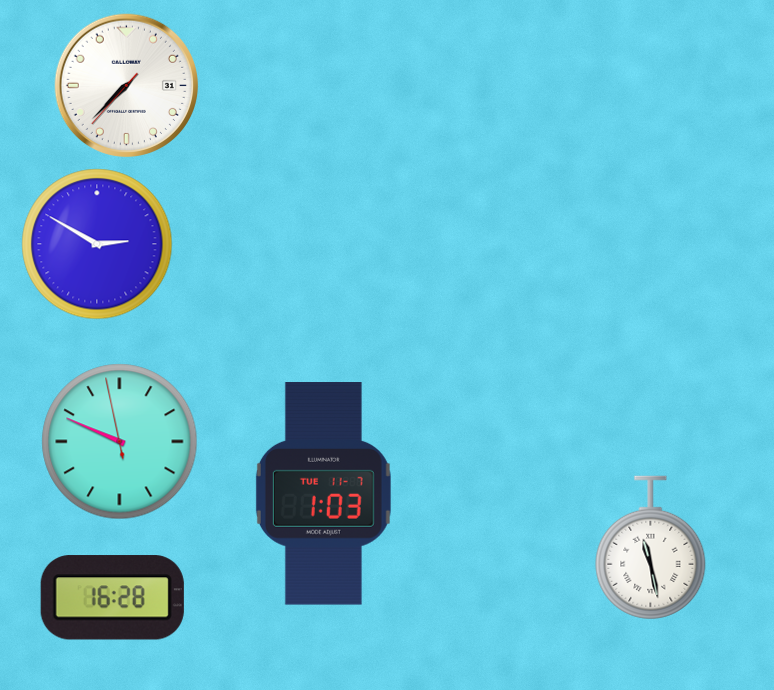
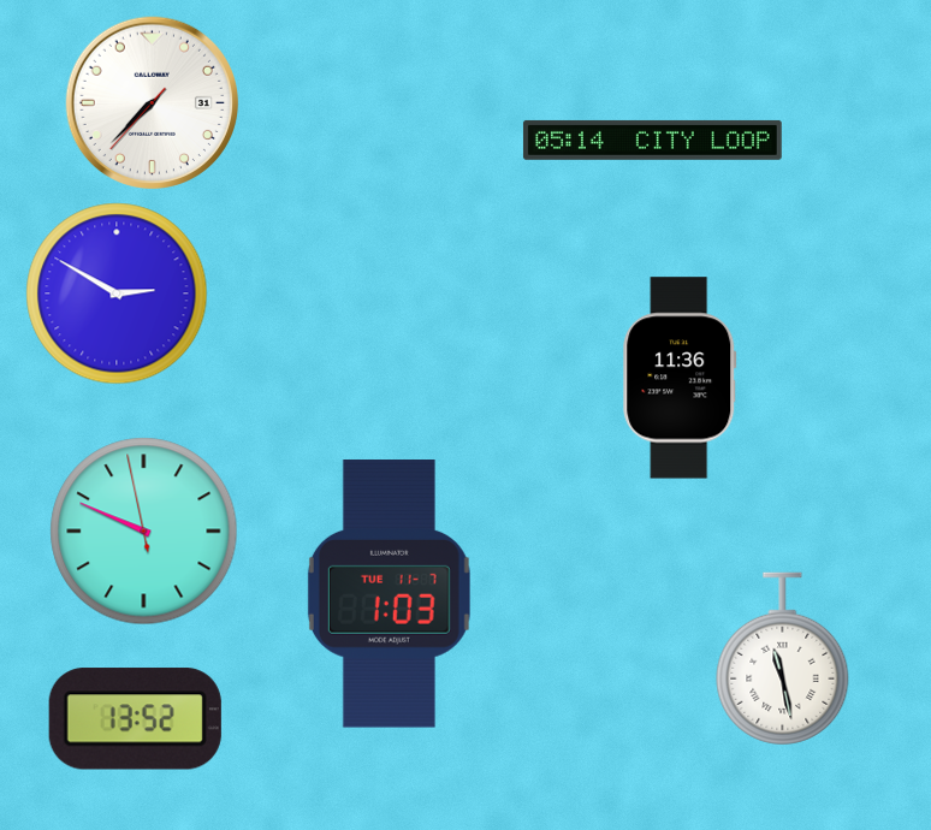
clock at (652, 140): none -> 05:14
clock at (680, 378): none -> 11:36
clock at (112, 598): 16:28 -> 13:52
